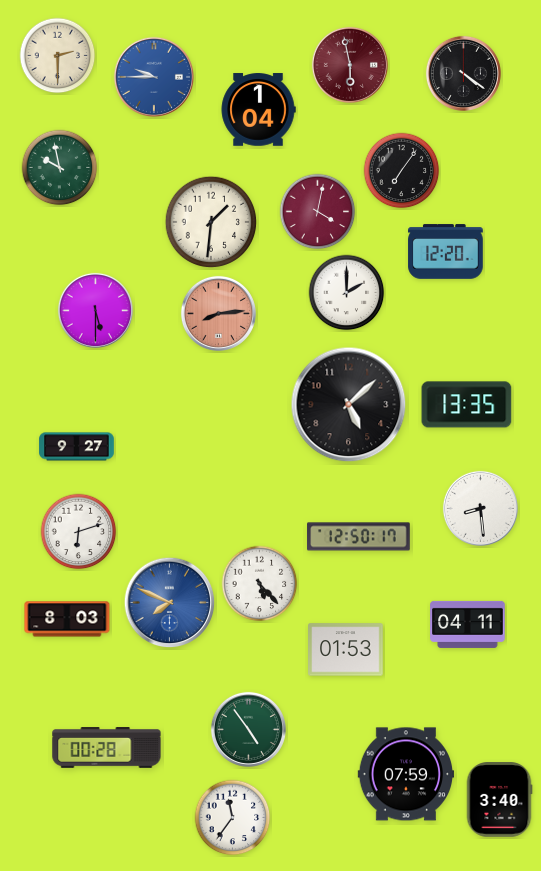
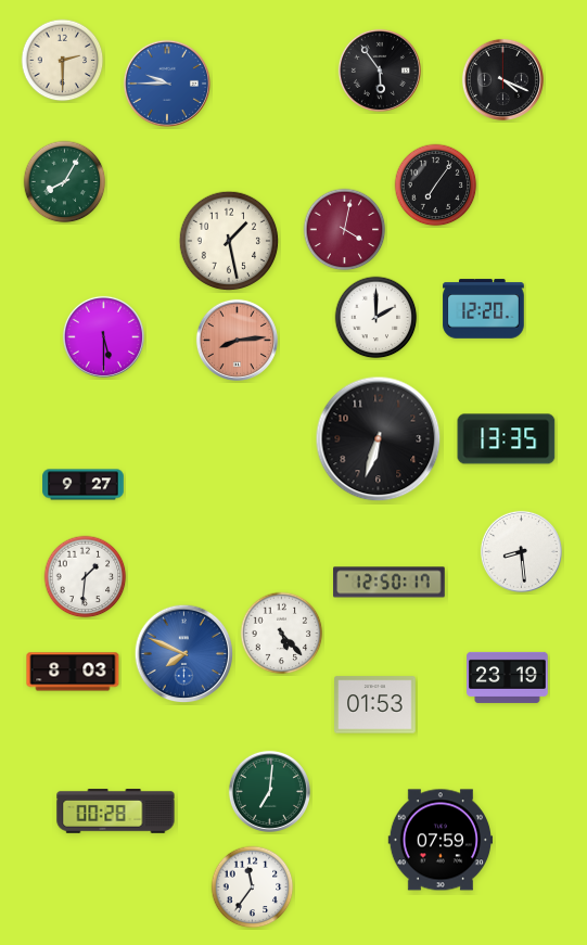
clock at (350, 65): 5:58 -> 5:54
clock at (350, 65) dial: burgundy -> black
clock at (463, 73): 4:21 -> 4:19
clock at (258, 110): 1:04 -> none
clock at (60, 168): 9:58 -> 8:05
clock at (211, 222): 1:31 -> 1:28
clock at (446, 252) position: (446, 252) -> (484, 309)
clock at (349, 405): 5:08 -> 6:33
clock at (79, 532): 6:12 -> 1:31
clock at (468, 624): 04:11 -> 23:19
clock at (248, 729): 4:54 -> 7:01
clock at (499, 800): 3:40 -> none
